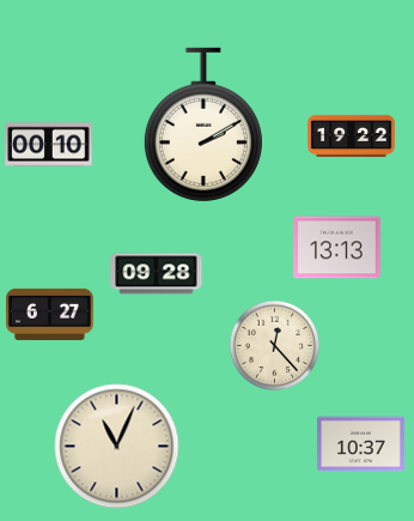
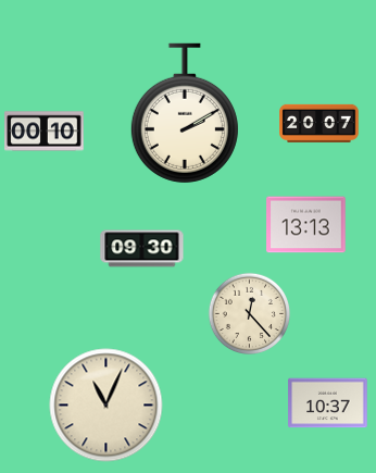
clock at (352, 135): 19:22 -> 20:07
clock at (157, 274): 09:28 -> 09:30
clock at (50, 314): 6:27 -> none
